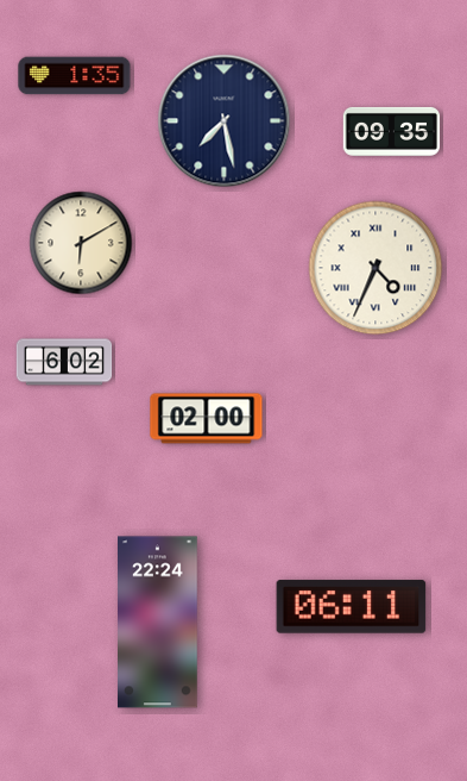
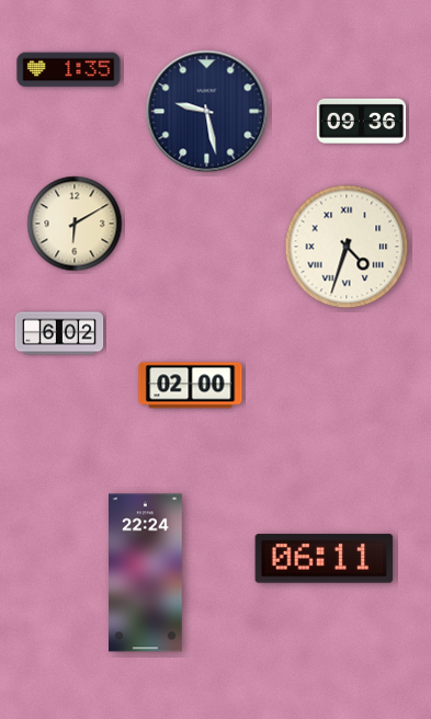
clock at (225, 121): 7:28 -> 9:28
clock at (392, 131): 09:35 -> 09:36
clock at (376, 268): 4:34 -> 4:33
